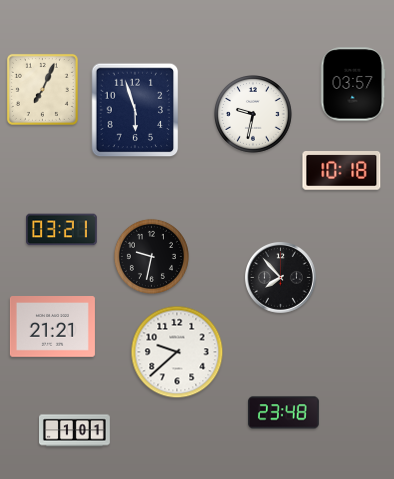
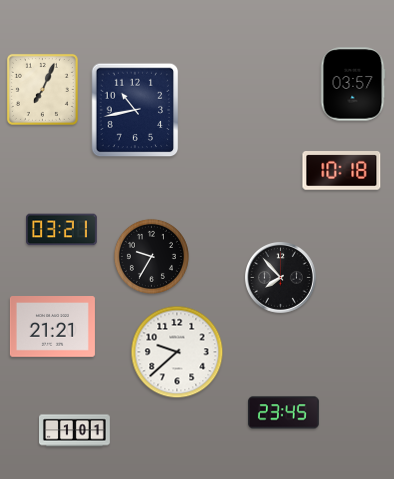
clock at (135, 110): 5:57 -> 10:43
clock at (254, 115): 9:32 -> none
clock at (151, 256): 9:32 -> 9:35
clock at (284, 413): 23:48 -> 23:45
